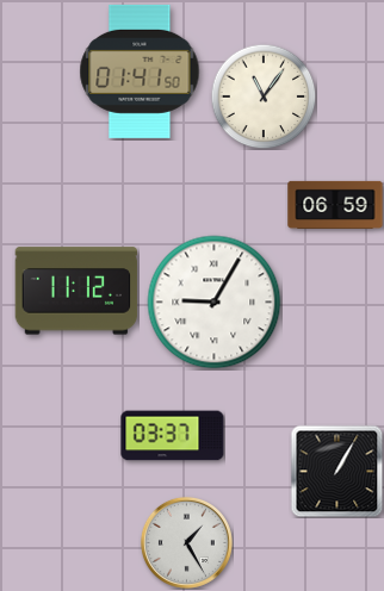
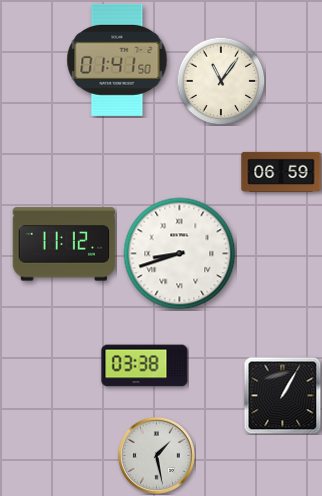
clock at (215, 303): 9:05 -> 8:42
clock at (173, 436): 03:37 -> 03:38
clock at (186, 542): 1:25 -> 1:28
